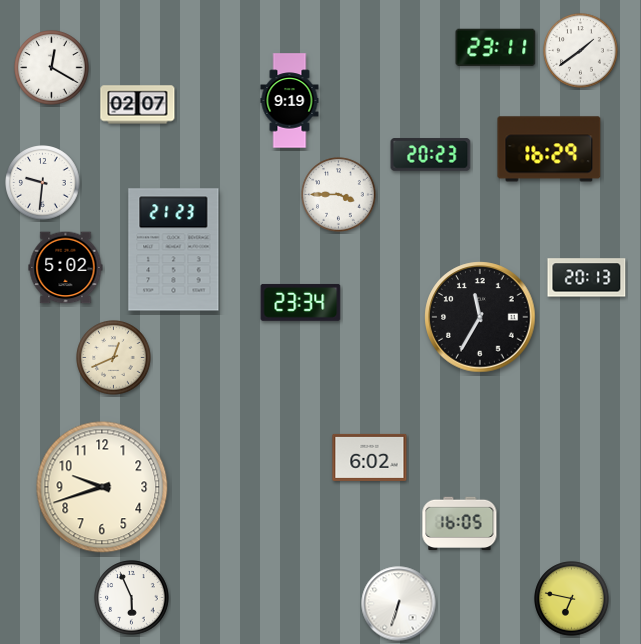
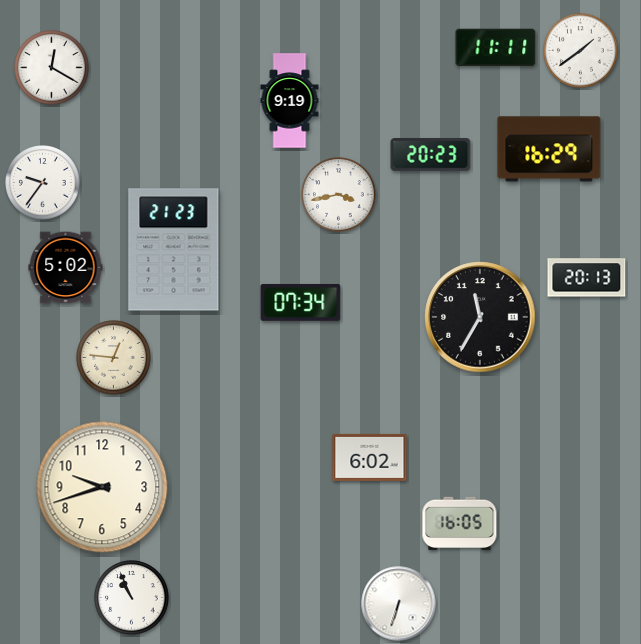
clock at (496, 47): 23:11 -> 11:11
clock at (138, 105): 02:07 -> none
clock at (43, 183): 9:31 -> 9:36
clock at (339, 195): 3:45 -> 3:43
clock at (301, 302): 23:34 -> 07:34
clock at (114, 358): 12:41 -> 12:46
clock at (132, 598): 5:56 -> 10:56
clock at (572, 599): 6:47 -> none
